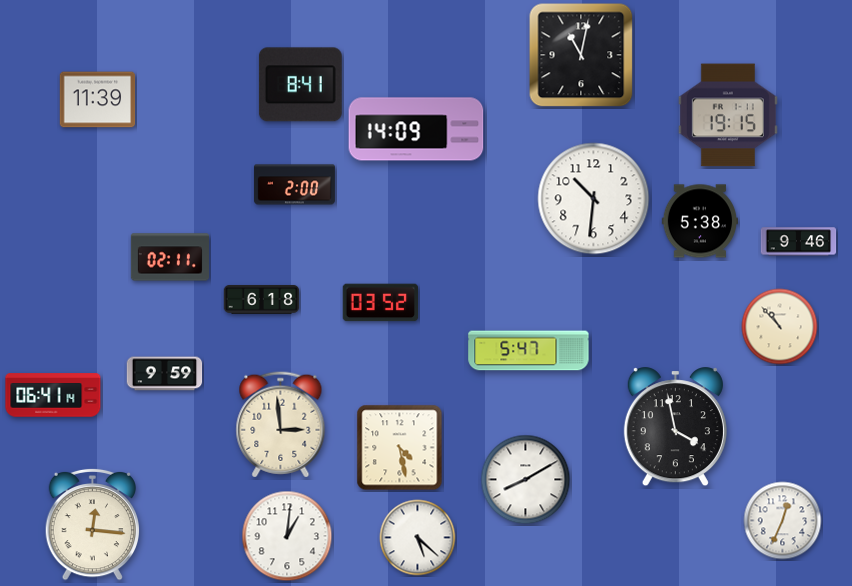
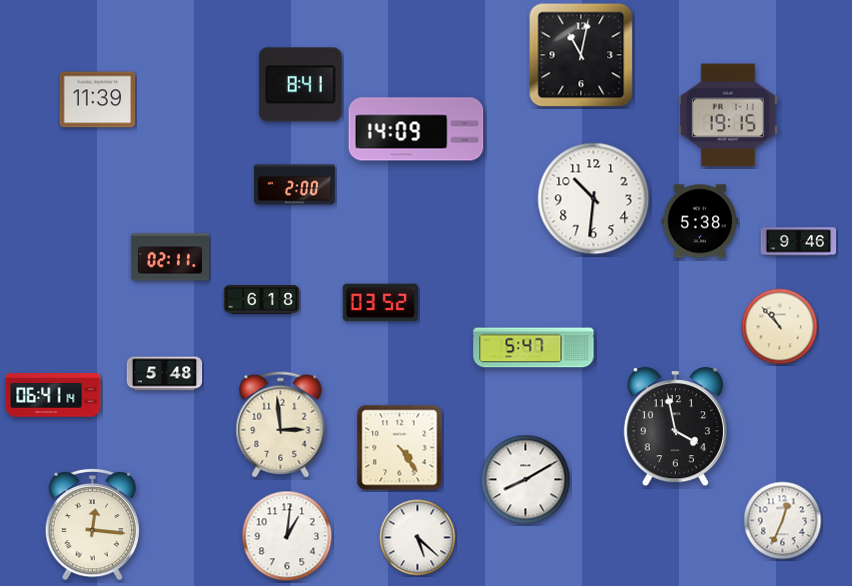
clock at (529, 351) position: (529, 351) -> (534, 348)
clock at (165, 374): 9:59 -> 5:48
clock at (400, 448): 4:28 -> 4:24
